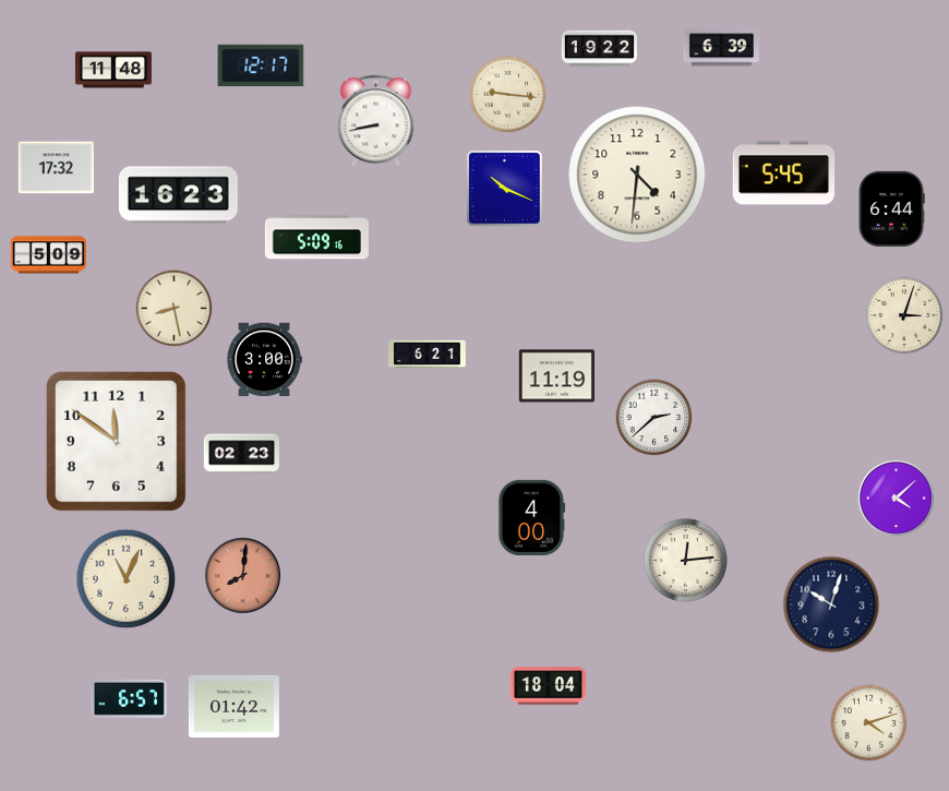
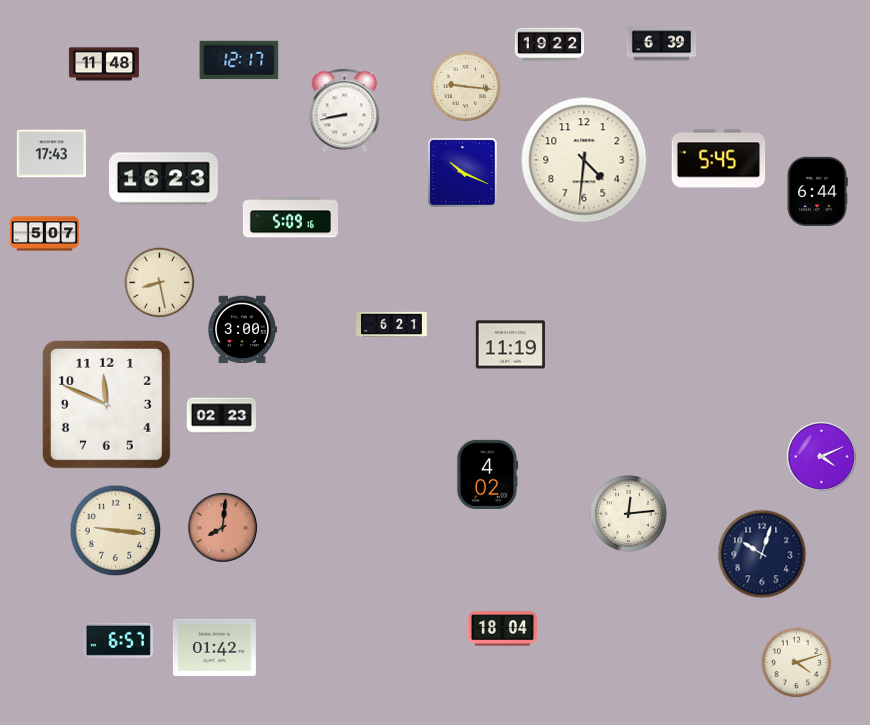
clock at (56, 168): 17:32 -> 17:43
clock at (48, 255): 5:09 -> 5:07
clock at (904, 315): 3:03 -> none
clock at (654, 418): 2:38 -> none
clock at (116, 441): 11:51 -> 11:49
clock at (896, 498): 4:08 -> 4:11
clock at (531, 517): 4:00 -> 4:02
clock at (127, 579): 11:04 -> 9:16
